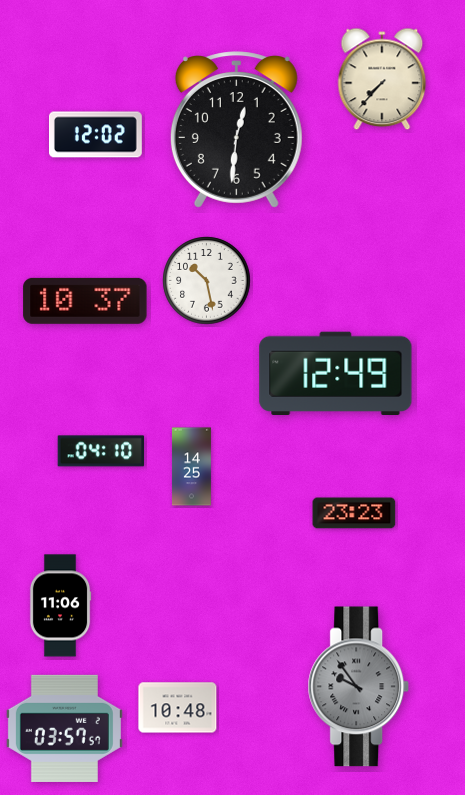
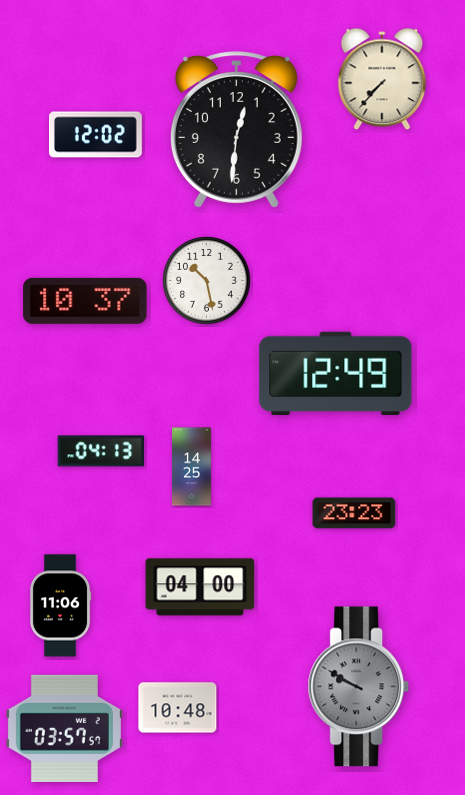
clock at (101, 451): 04:10 -> 04:13
clock at (200, 587): none -> 04:00
clock at (359, 687): 9:54 -> 9:50
